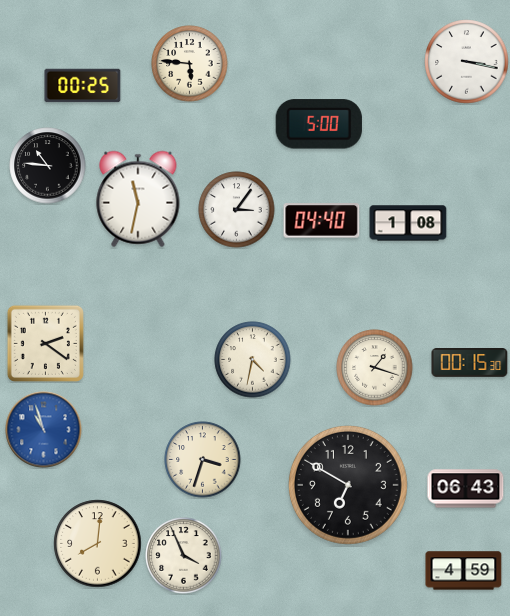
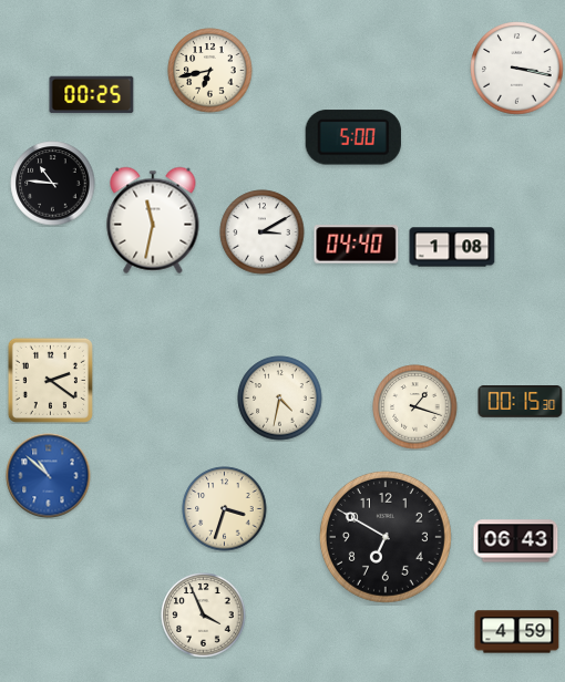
clock at (190, 64): 5:46 -> 6:43
clock at (237, 210): 3:06 -> 3:10
clock at (44, 430): 10:57 -> 10:52
clock at (98, 544): 8:01 -> none
clock at (464, 571) position: (464, 571) -> (517, 632)
